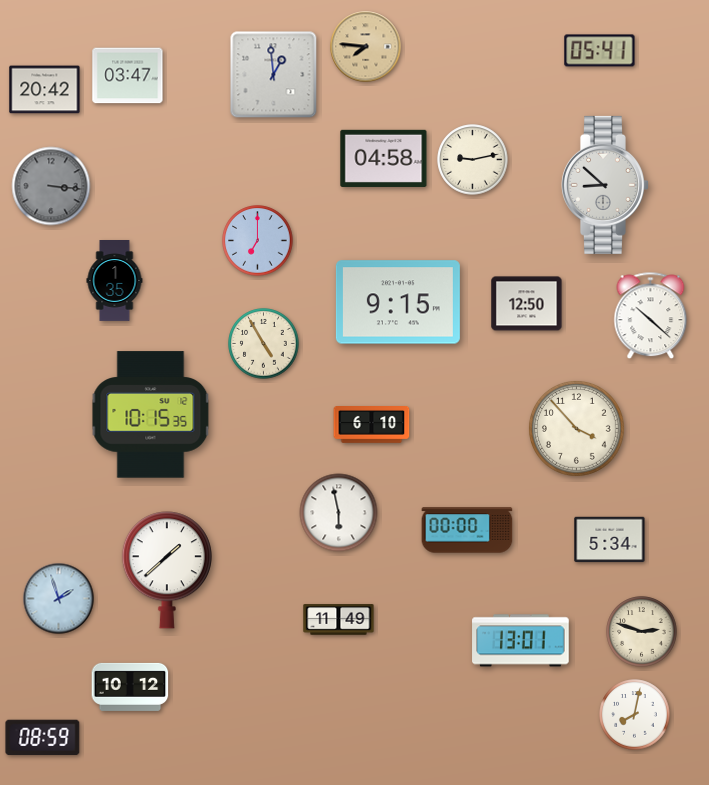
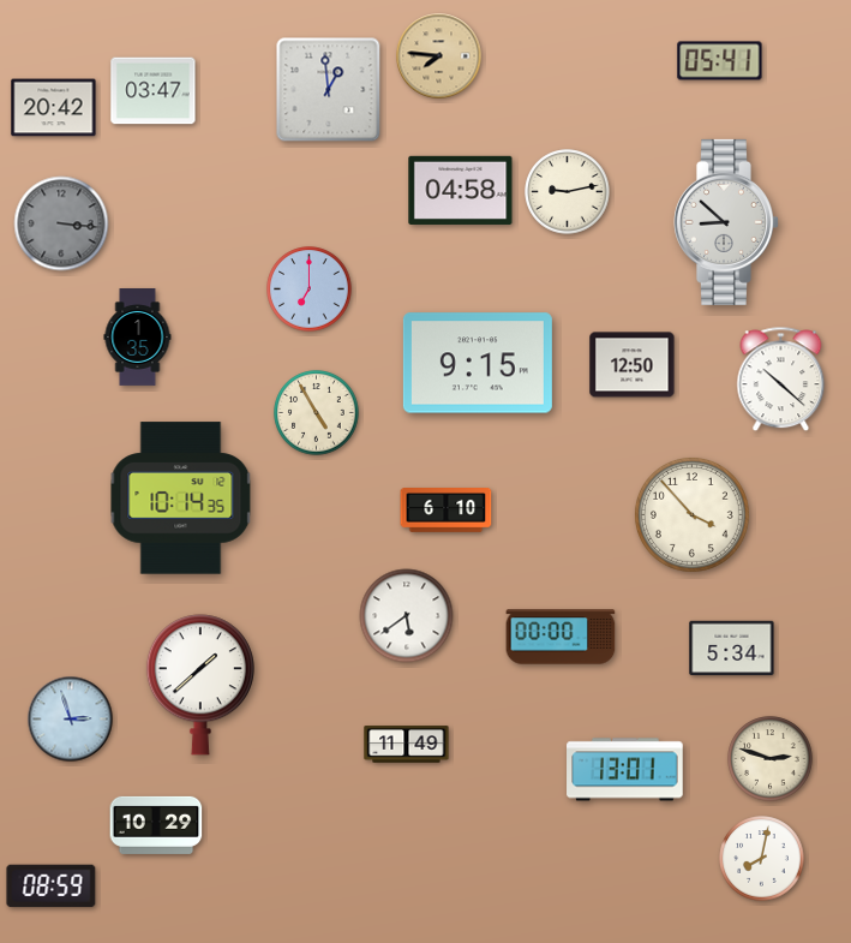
clock at (151, 415): 10:15 -> 10:14
clock at (339, 513): 5:58 -> 5:39
clock at (59, 599): 1:57 -> 2:57
clock at (130, 687): 10:12 -> 10:29
